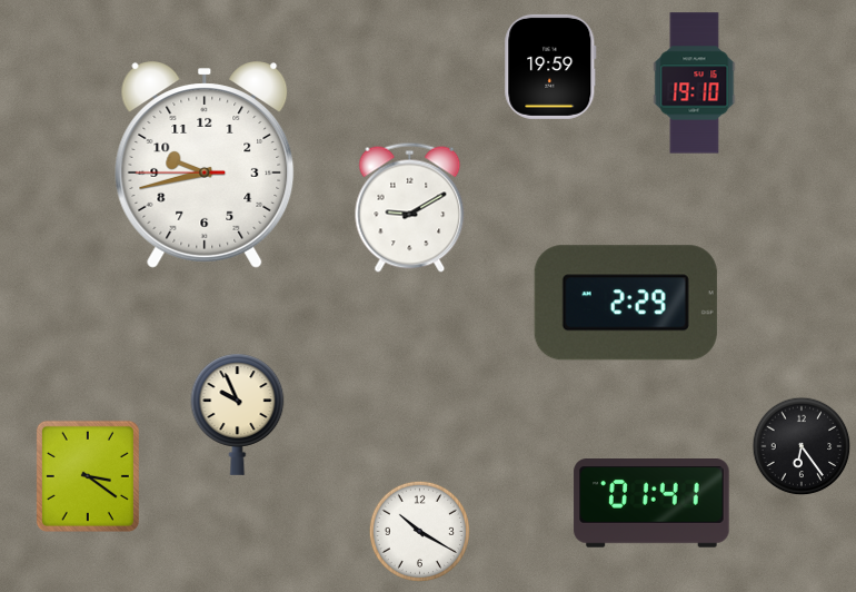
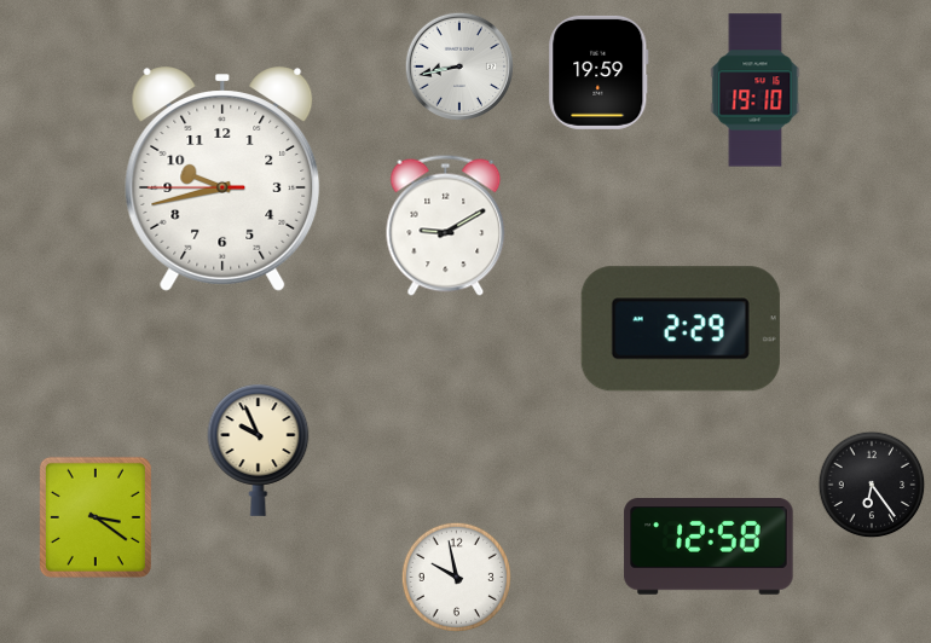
clock at (458, 65): none -> 8:43
clock at (651, 504): 01:41 -> 12:58
clock at (419, 531): 10:20 -> 9:58
